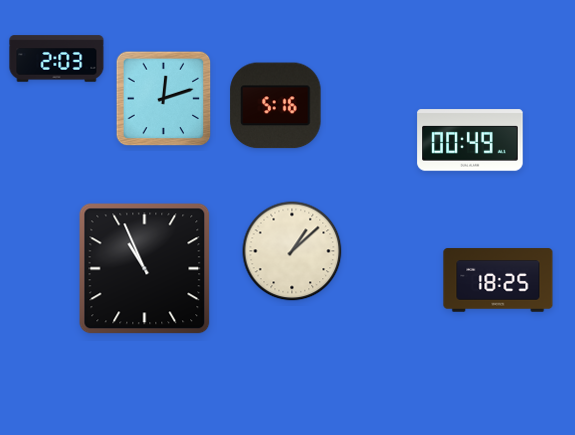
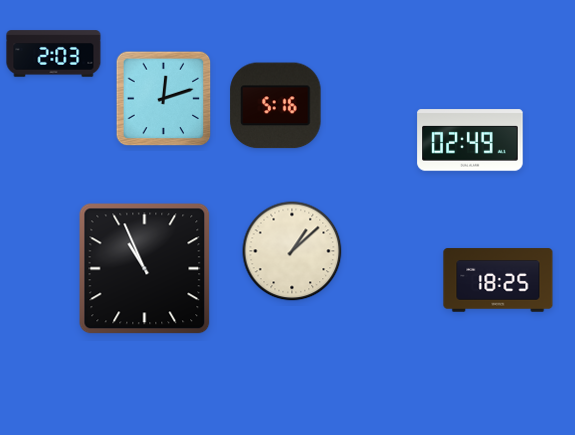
clock at (57, 59) position: (57, 59) -> (54, 54)
clock at (470, 140): 00:49 -> 02:49
